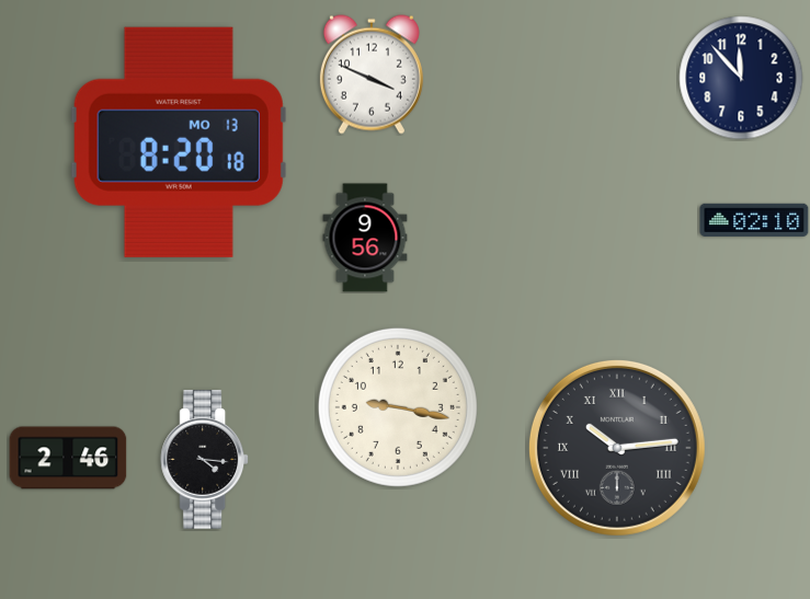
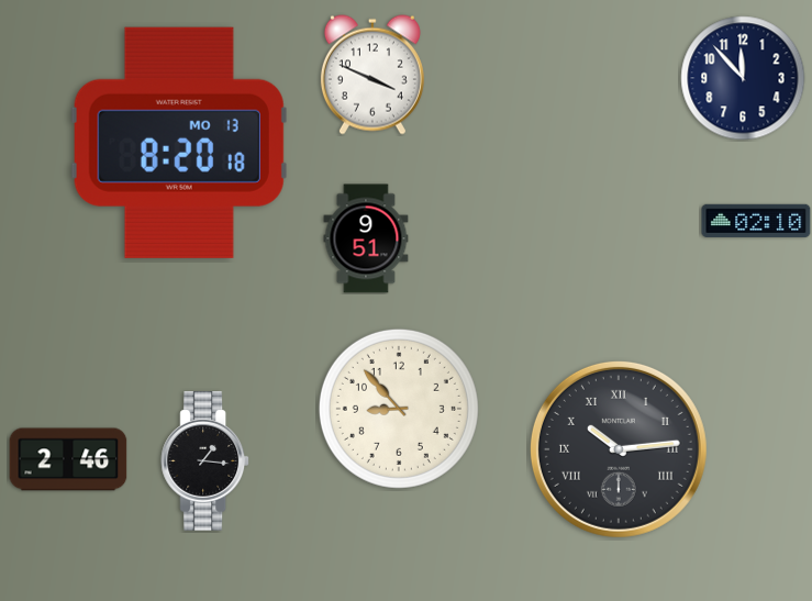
clock at (365, 238): 9:56 -> 9:51
clock at (398, 407): 9:17 -> 8:53
clock at (205, 460): 4:16 -> 1:16
